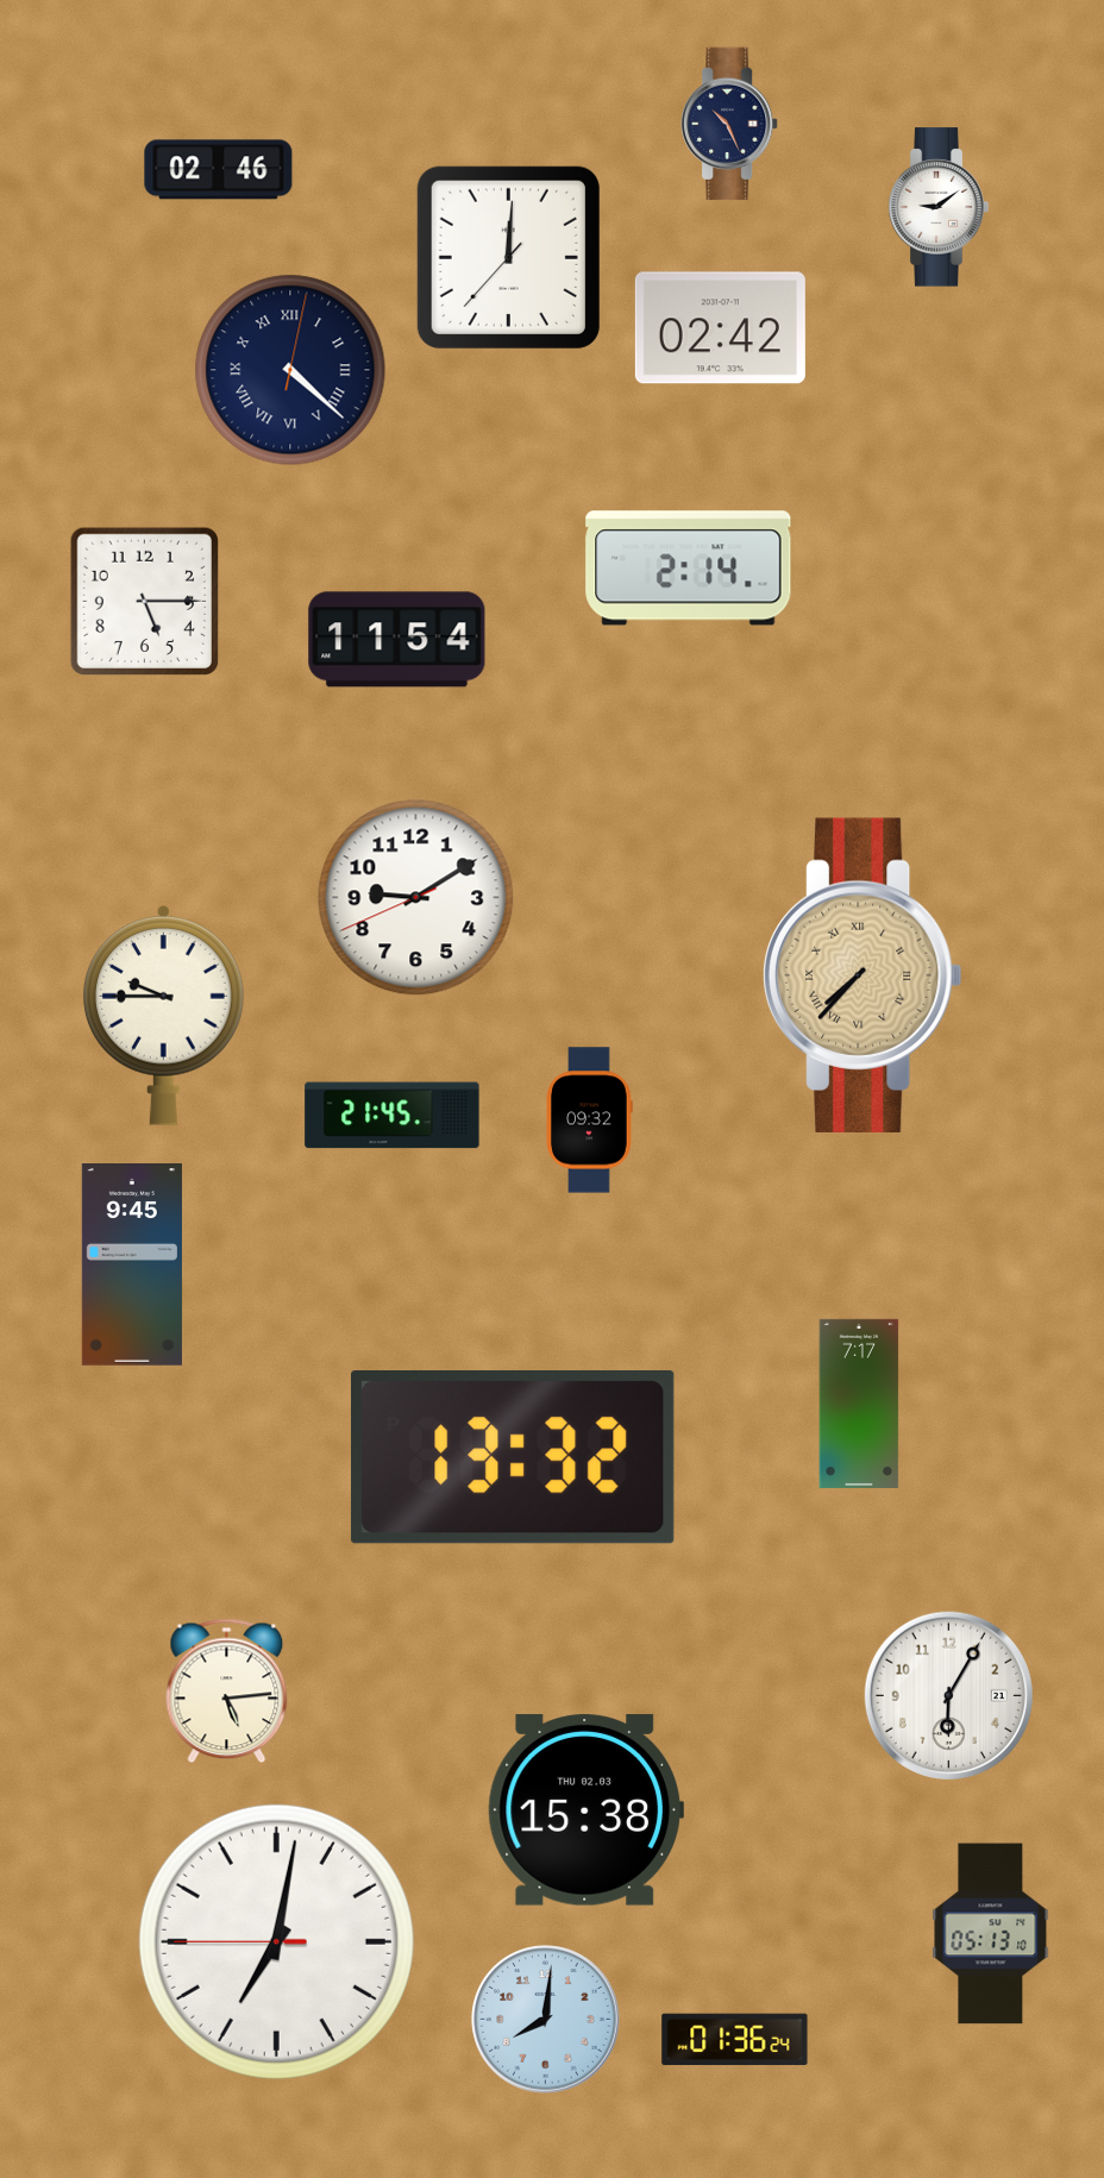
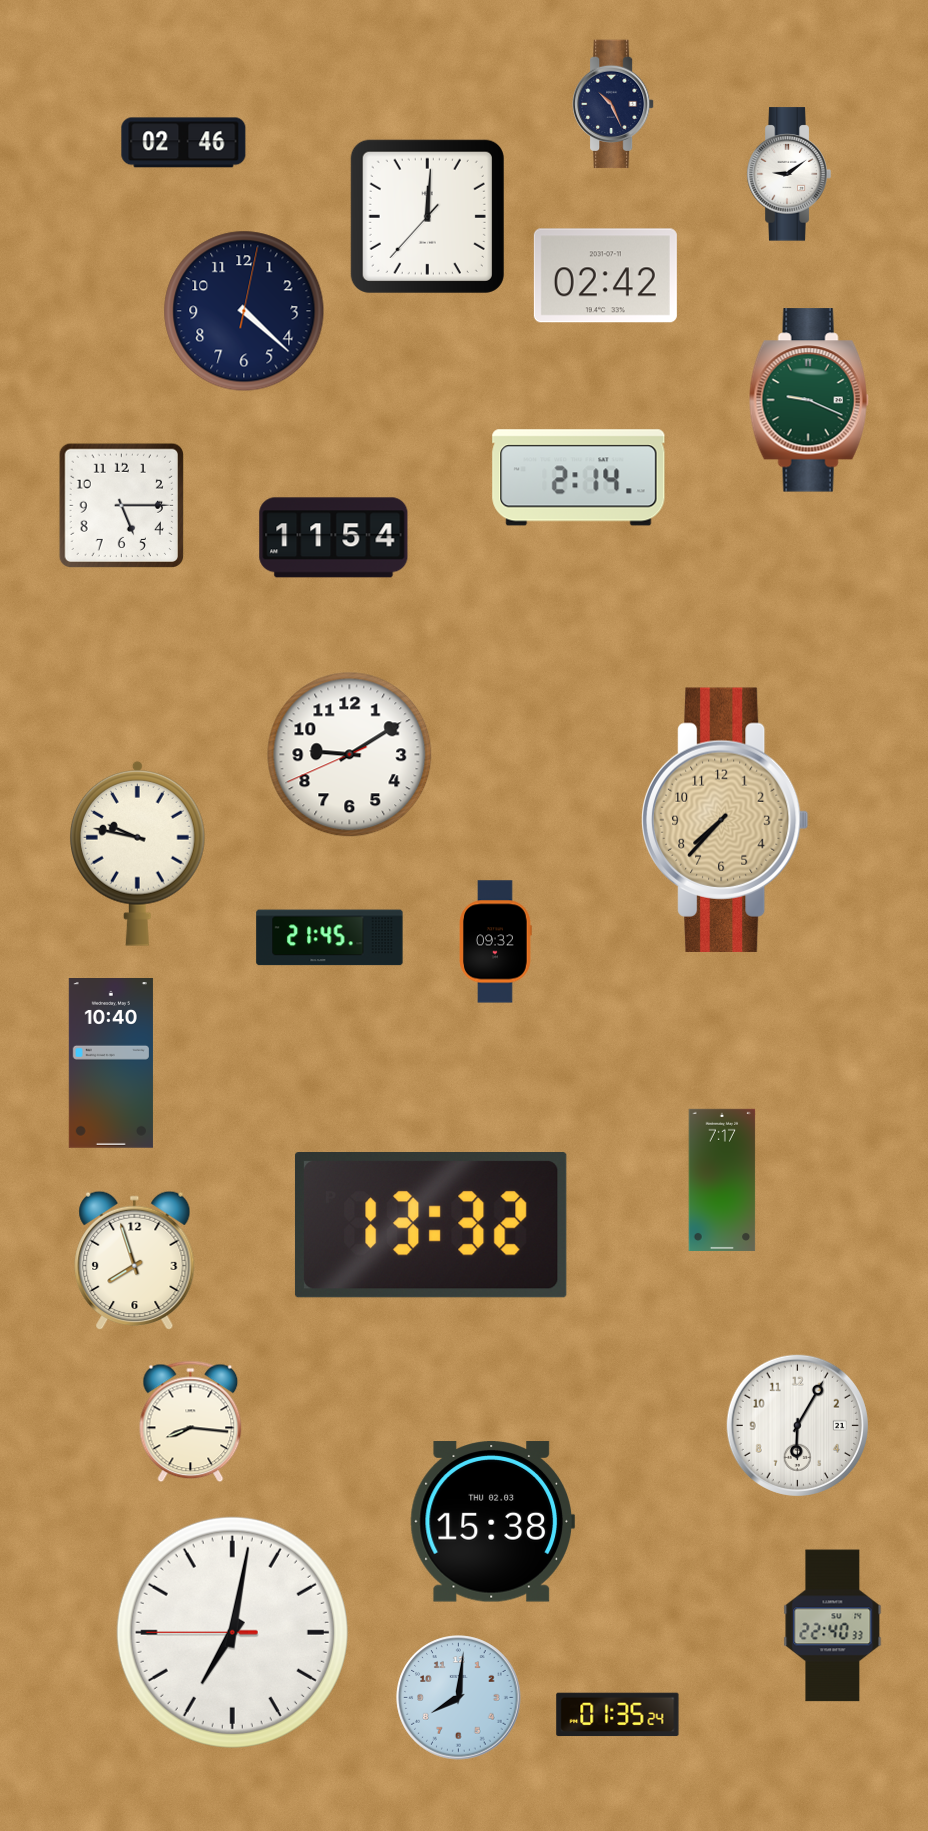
clock at (290, 370) numerals: Roman -> Arabic
clock at (809, 400): none -> 9:19
clock at (864, 975) numerals: Roman -> Arabic
clock at (164, 1015): 9:45 -> 9:47
clock at (132, 1266): 9:45 -> 10:40
clock at (135, 1261): none -> 7:57
clock at (227, 1691): 5:14 -> 8:16
clock at (991, 1934): 05:13 -> 22:40
clock at (735, 2040): 01:36 -> 01:35
